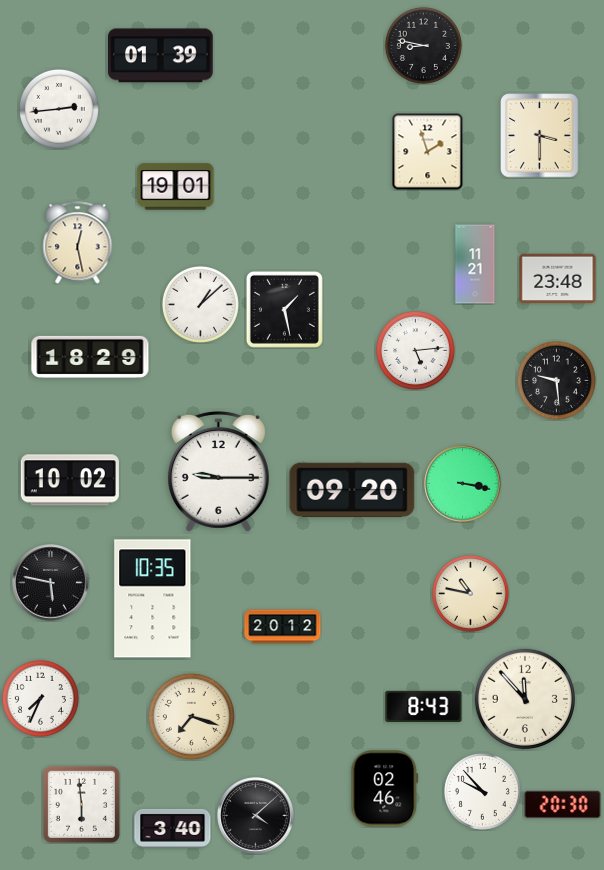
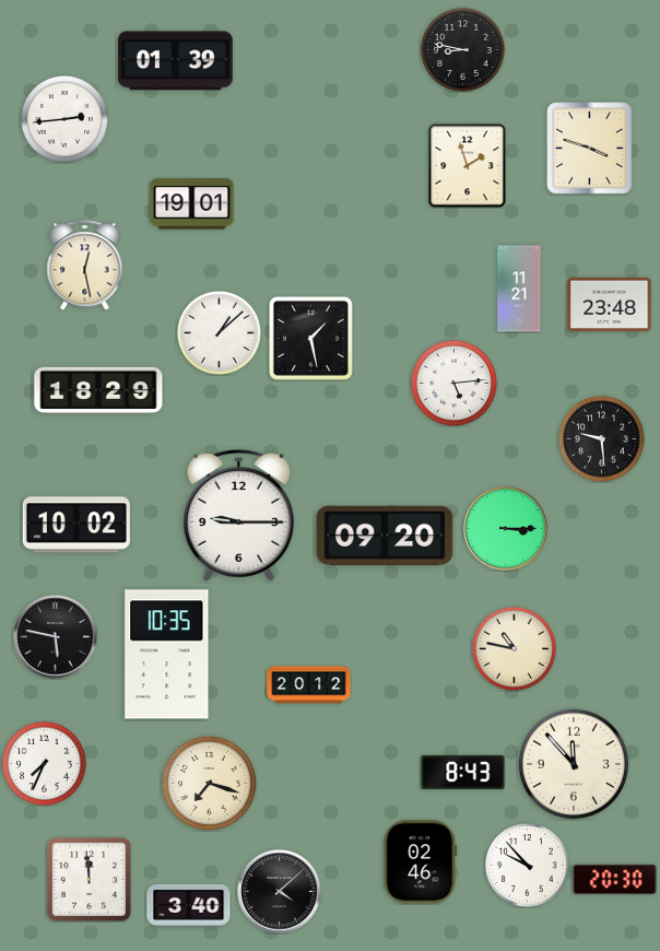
clock at (540, 136): 3:30 -> 3:48
clock at (556, 380) position: (556, 380) -> (601, 438)
clock at (463, 484): 3:17 -> 3:15
clock at (81, 804): 5:59 -> 11:59
